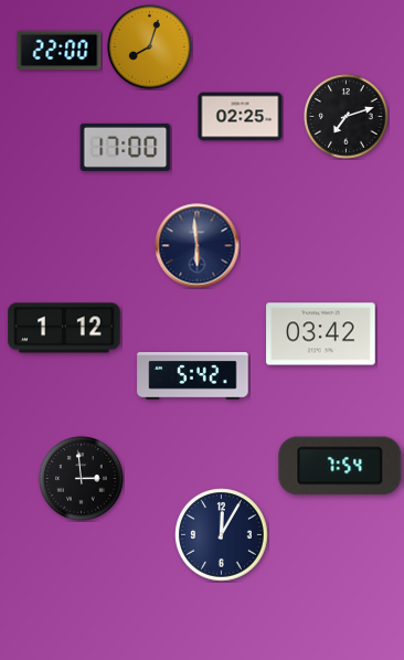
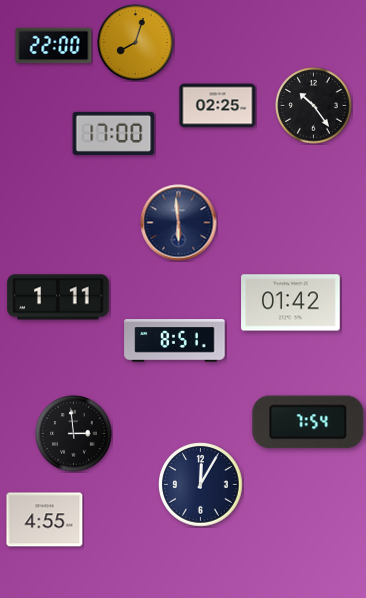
clock at (347, 117): 7:12 -> 10:24
clock at (64, 328): 1:12 -> 1:11
clock at (321, 334): 03:42 -> 01:42
clock at (193, 376): 5:42 -> 8:51
clock at (45, 520): none -> 4:55
